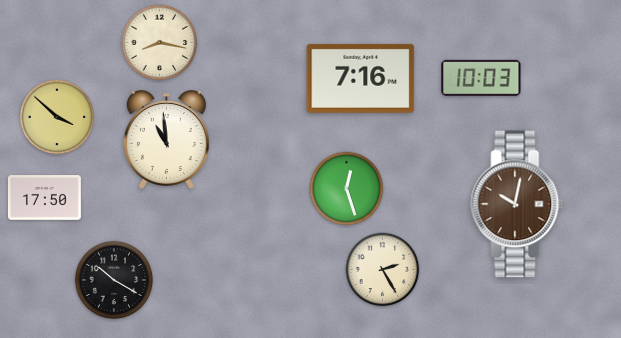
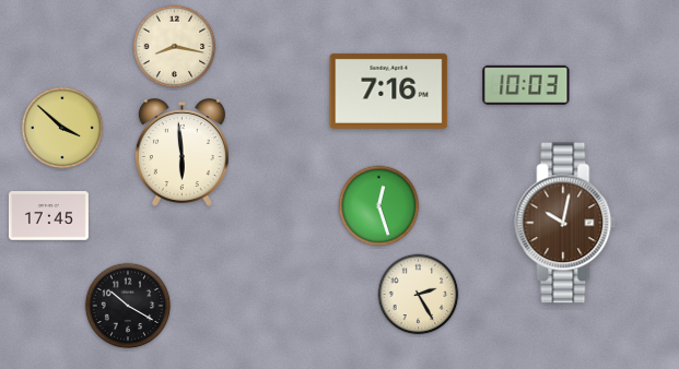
clock at (361, 78) position: (361, 78) -> (389, 91)
clock at (166, 140): 10:59 -> 5:59
clock at (44, 198): 17:50 -> 17:45
clock at (114, 280) position: (114, 280) -> (128, 306)
